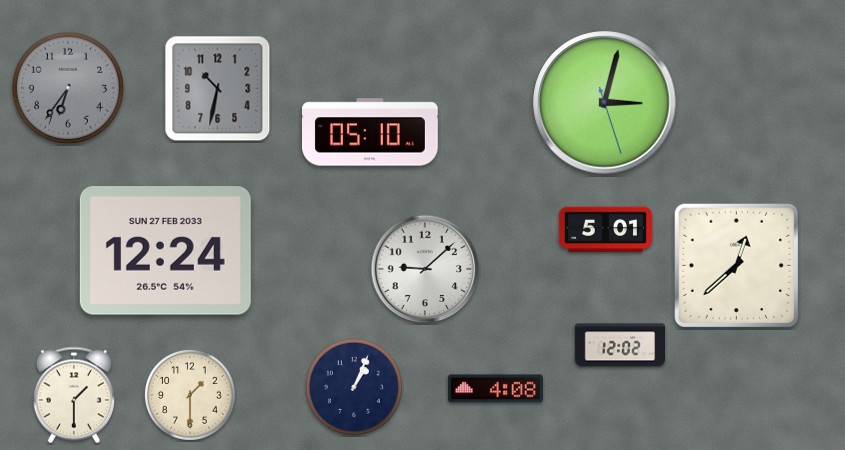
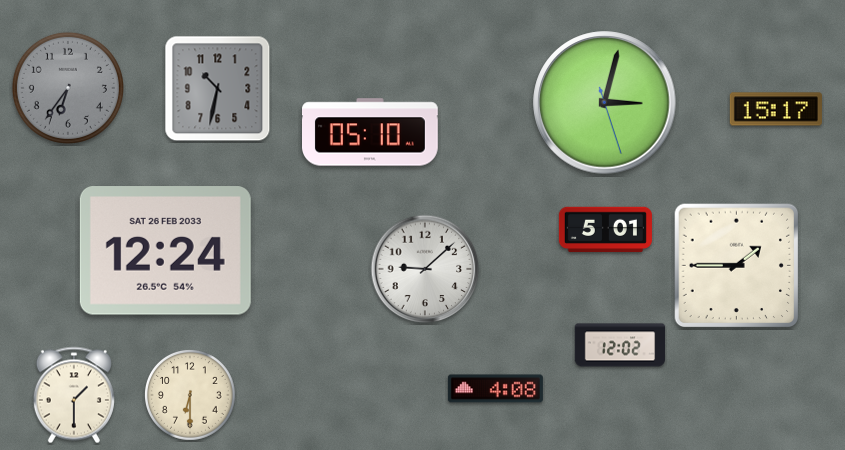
clock at (776, 109): none -> 15:17
clock at (165, 251) date: SUN 27 FEB 2033 -> SAT 26 FEB 2033
clock at (737, 266): 12:38 -> 1:45
clock at (354, 387): 1:04 -> none
clock at (191, 396): 1:30 -> 6:30
